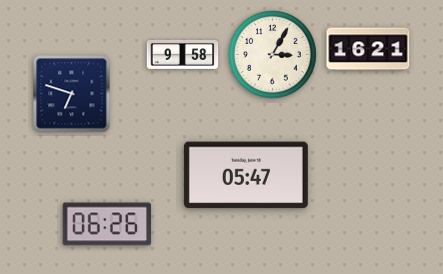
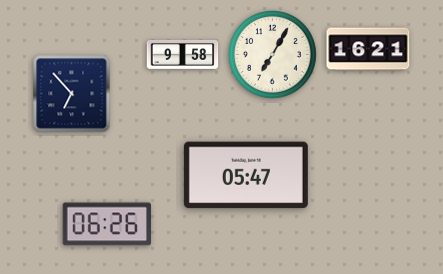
clock at (273, 55): 3:05 -> 7:05
clock at (72, 94): 6:48 -> 6:53
